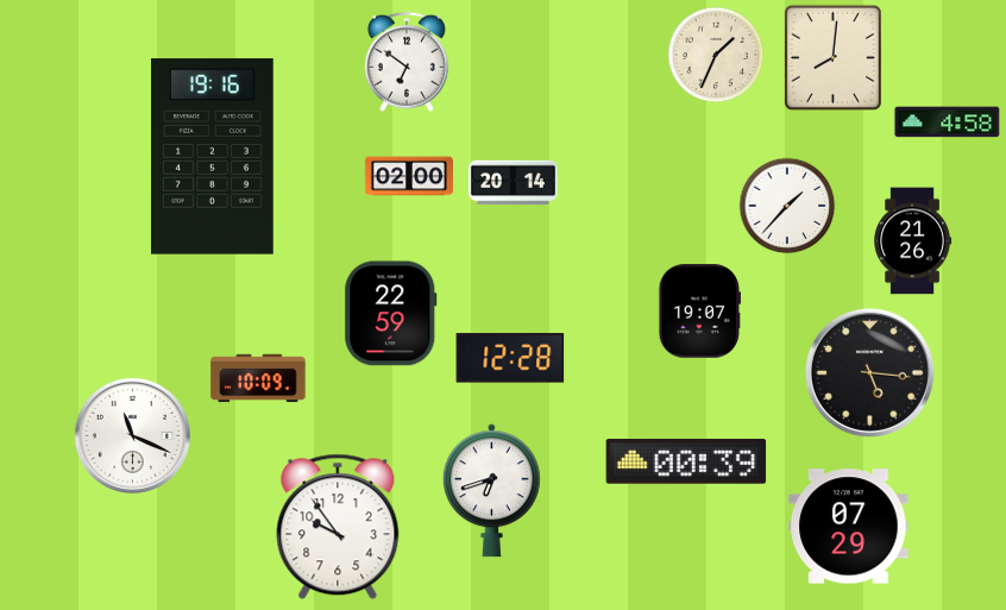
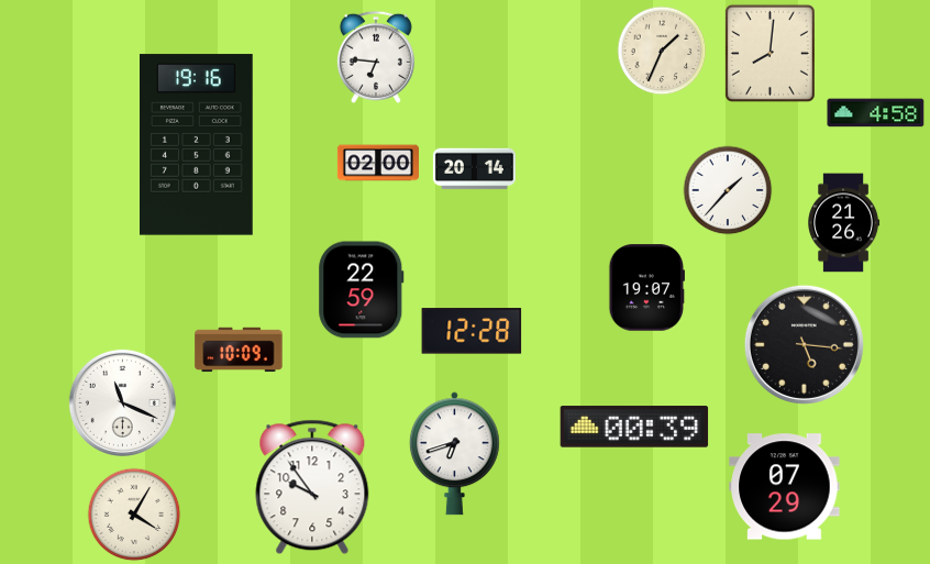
clock at (407, 62): 6:51 -> 6:46
clock at (134, 515): none -> 4:05
